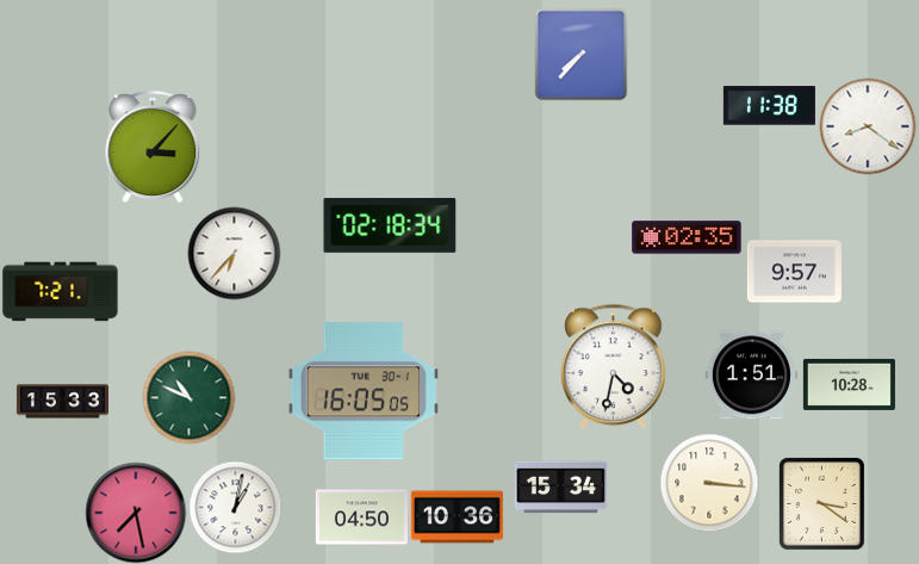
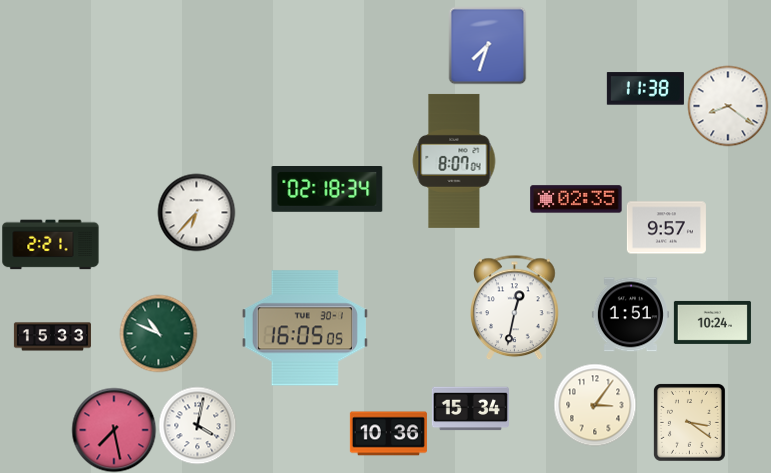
clock at (580, 54): 7:37 -> 7:33
clock at (153, 147): 3:07 -> none
clock at (454, 161): none -> 8:07
clock at (61, 292): 7:21 -> 2:21
clock at (614, 366): 4:32 -> 12:32
clock at (849, 384): 10:28 -> 10:24
clock at (709, 483): 3:16 -> 3:06
clock at (235, 507): 1:02 -> 4:02
clock at (361, 517): 04:50 -> none
clock at (457, 517) position: (457, 517) -> (388, 434)
